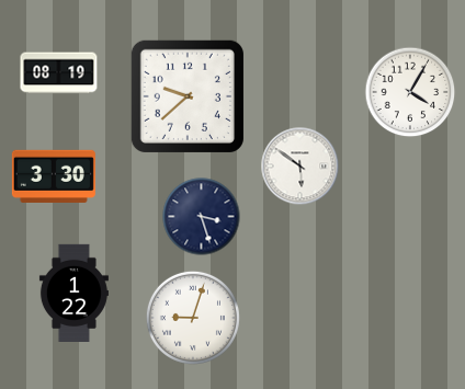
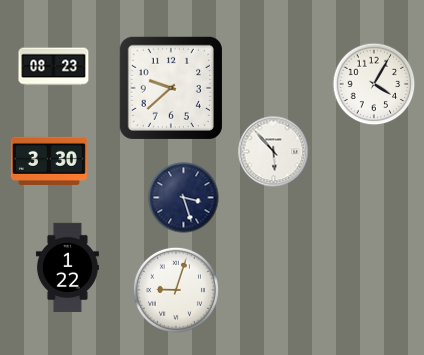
clock at (59, 73): 08:19 -> 08:23
clock at (300, 167): 5:51 -> 5:53
